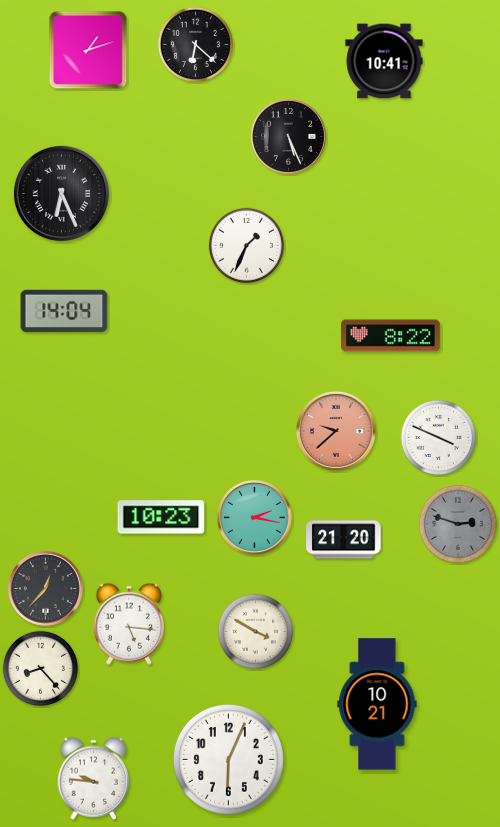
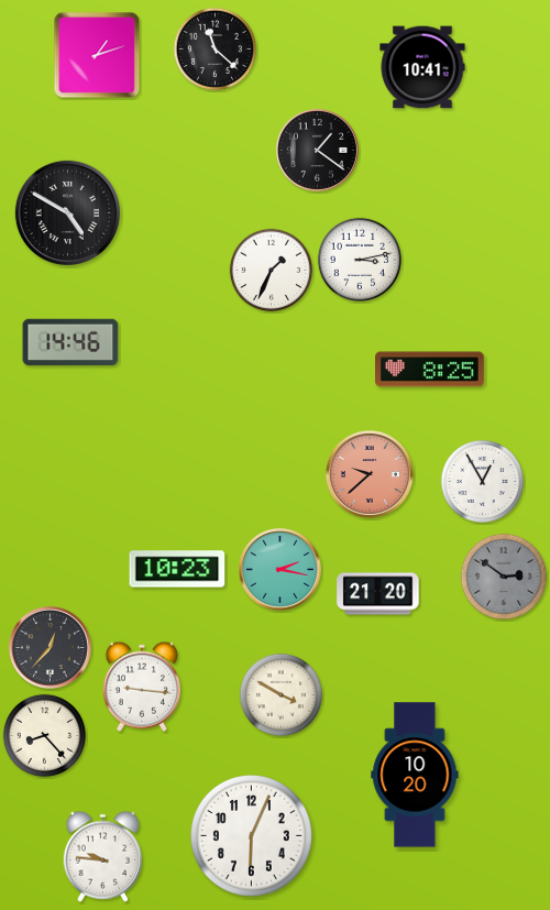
clock at (196, 45): 6:22 -> 11:22
clock at (288, 136): 5:26 -> 1:21
clock at (61, 193): 6:26 -> 4:50
clock at (360, 260): none -> 3:13
clock at (64, 311): 14:04 -> 14:46
clock at (391, 336): 8:22 -> 8:25
clock at (439, 438): 3:49 -> 12:55
clock at (457, 523): 2:48 -> 2:51
clock at (129, 624): 5:16 -> 9:16
clock at (377, 704): 10:21 -> 10:20
